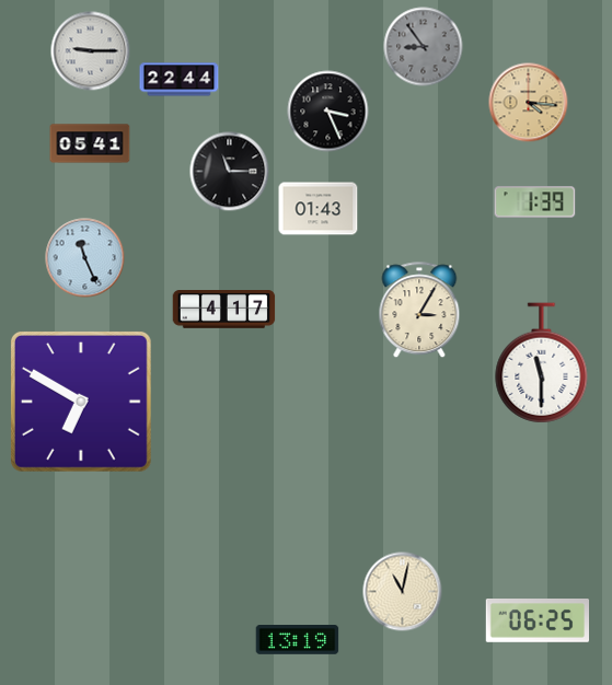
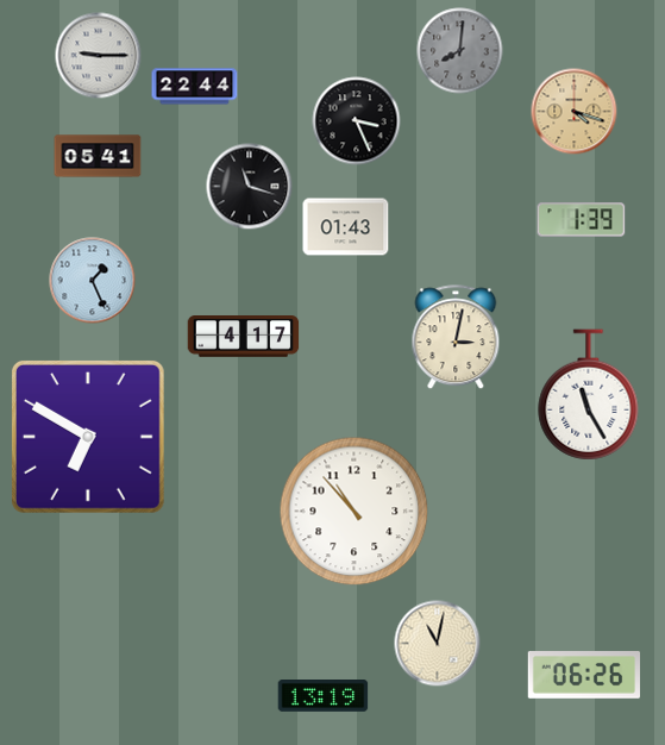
clock at (424, 47): 8:54 -> 8:01
clock at (529, 103): 4:16 -> 4:18
clock at (230, 172): 11:15 -> 11:18
clock at (85, 258): 11:26 -> 1:26
clock at (419, 311): 3:05 -> 3:02
clock at (542, 363): 11:30 -> 11:25
clock at (355, 512): none -> 10:53
clock at (536, 622): 06:25 -> 06:26
